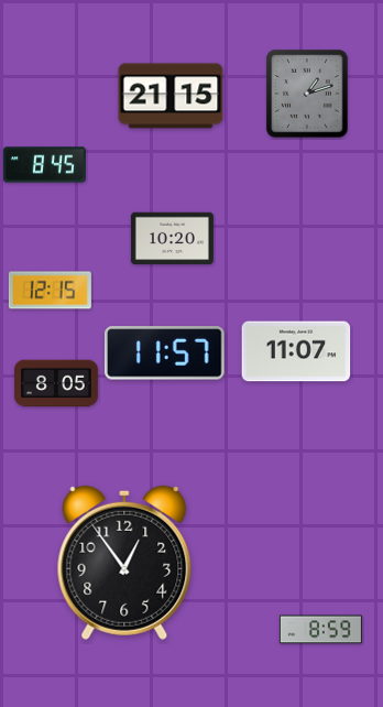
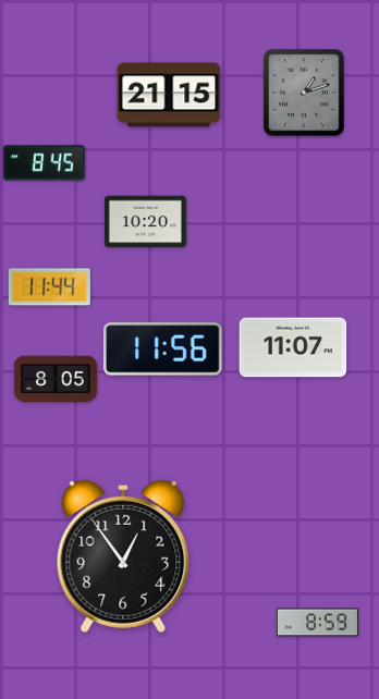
clock at (172, 239) position: (172, 239) -> (145, 222)
clock at (50, 291): 12:15 -> 11:44
clock at (164, 353): 11:57 -> 11:56
